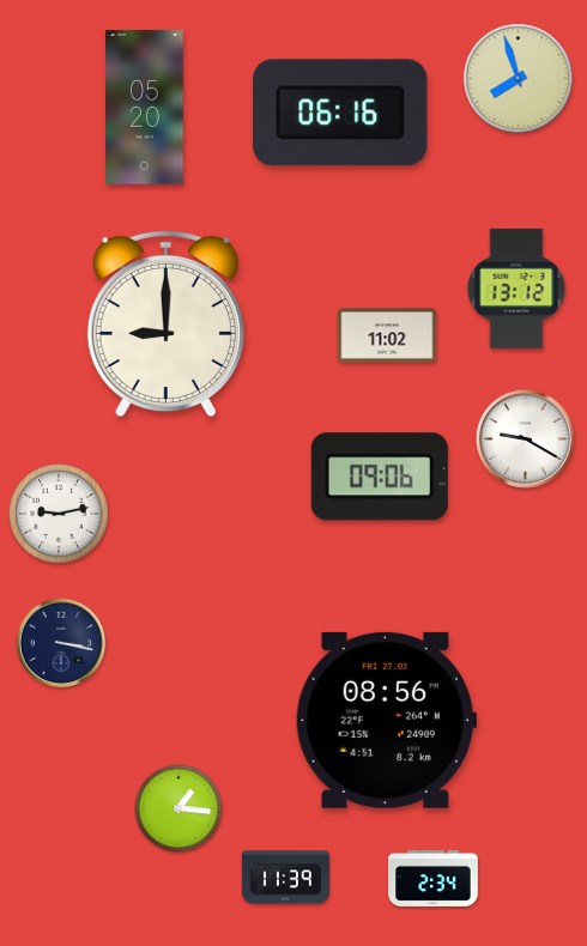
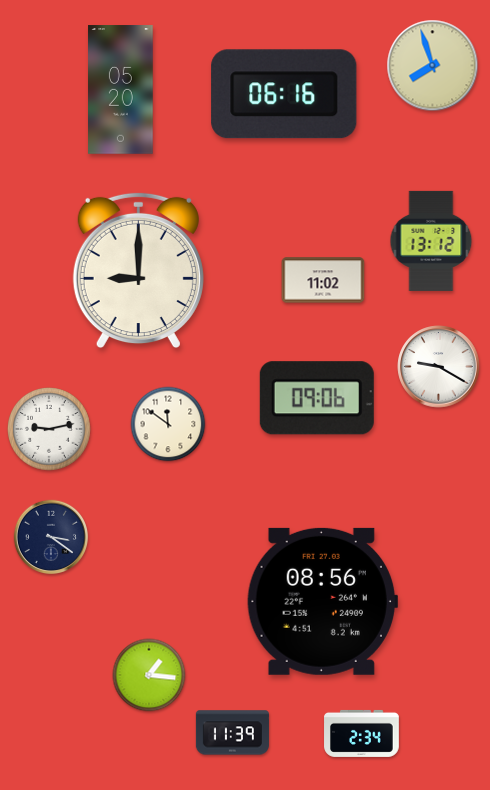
clock at (168, 424): none -> 11:51
clock at (61, 643): 3:17 -> 3:21
clock at (285, 878) position: (285, 878) -> (232, 733)
